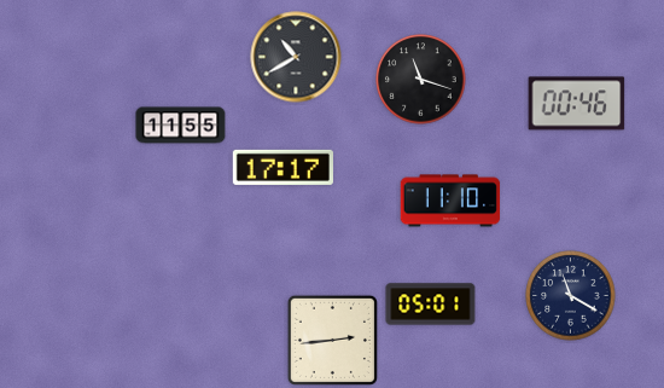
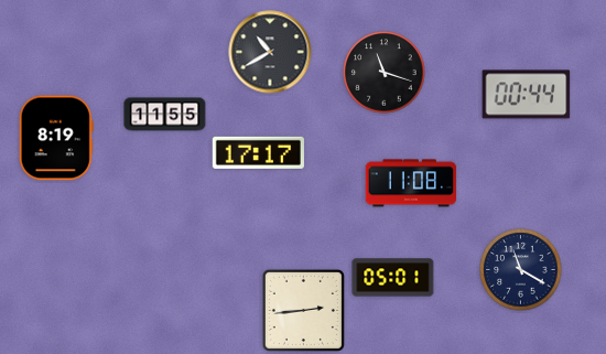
clock at (577, 104): 00:46 -> 00:44
clock at (56, 138): none -> 8:19
clock at (450, 201): 11:10 -> 11:08
